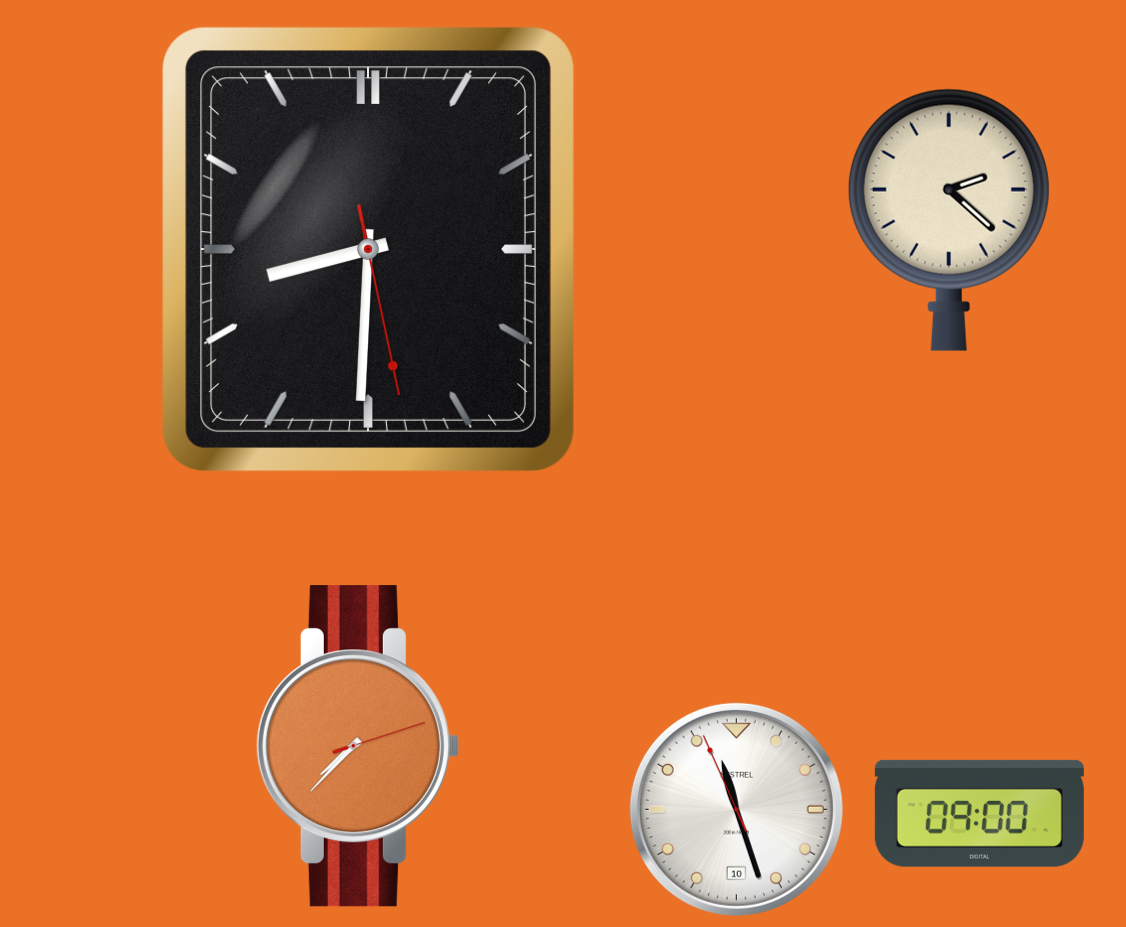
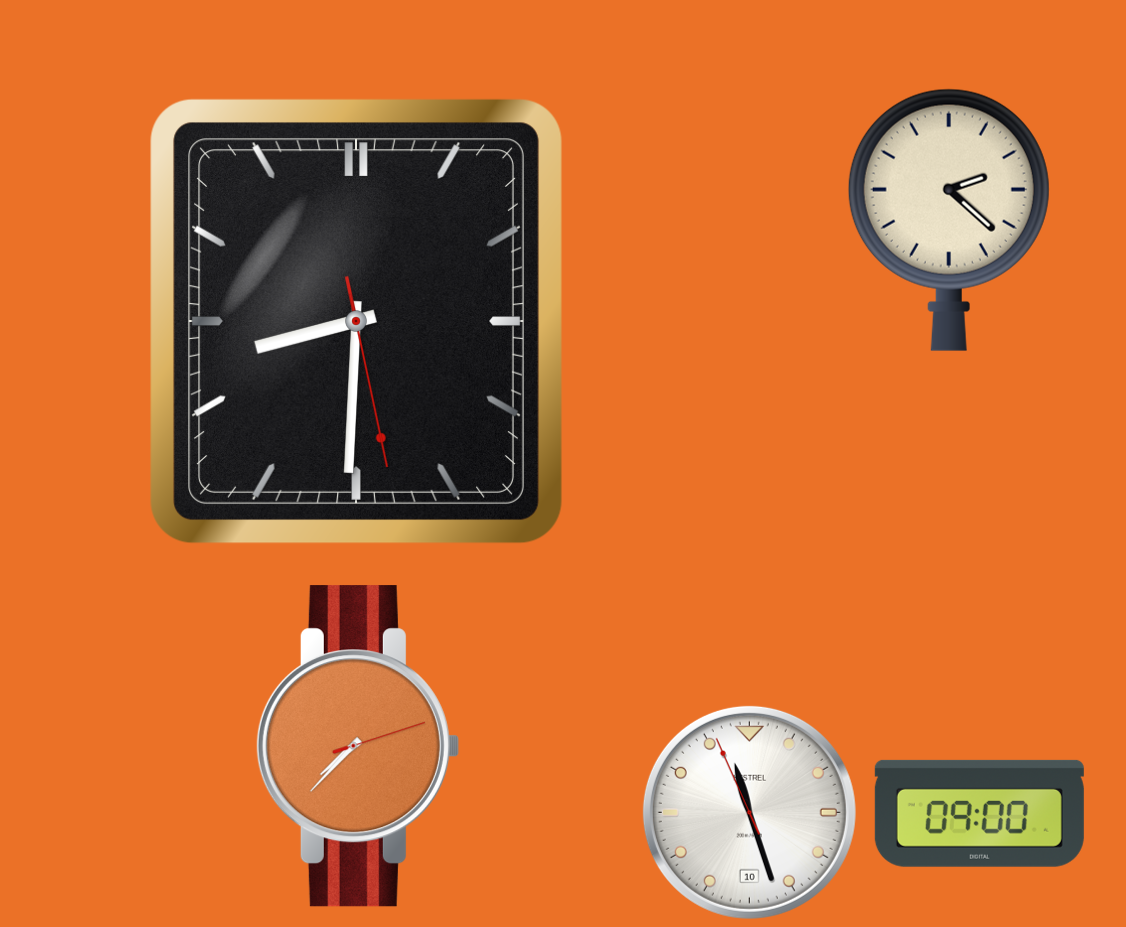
clock at (369, 250) position: (369, 250) -> (357, 322)
clock at (736, 809) position: (736, 809) -> (749, 812)
